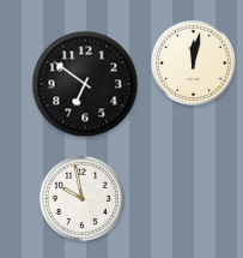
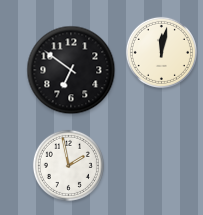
clock at (81, 198): 9:58 -> 1:58
